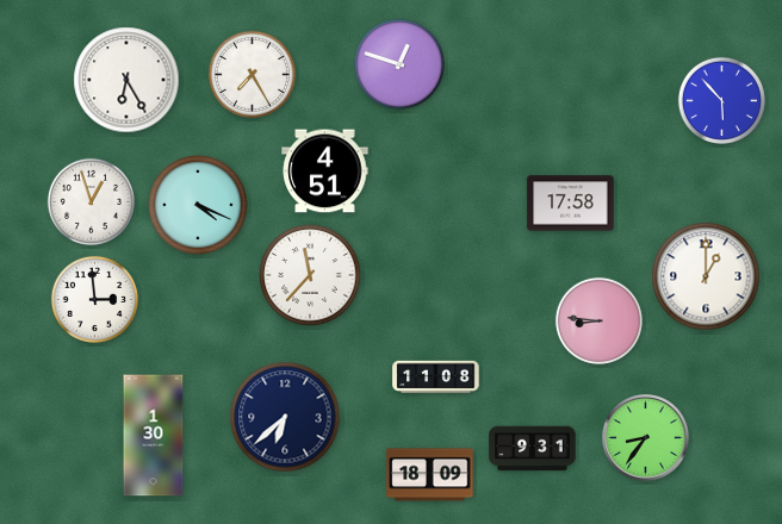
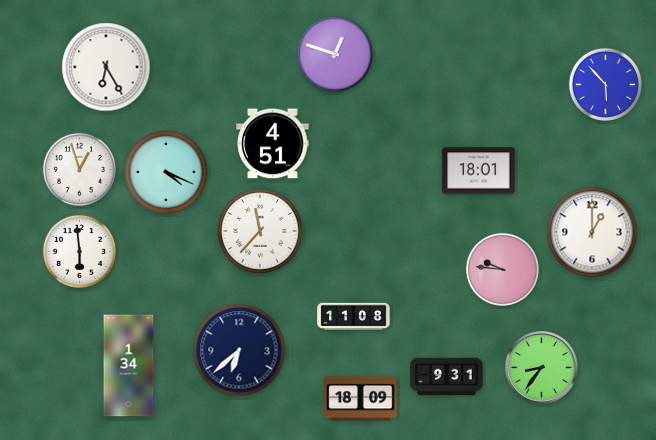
clock at (252, 74): 7:25 -> none
clock at (91, 201) position: (91, 201) -> (79, 169)
clock at (571, 204): 17:58 -> 18:01
clock at (94, 299): 2:59 -> 5:59
clock at (598, 320): 8:46 -> 9:46
clock at (436, 378) position: (436, 378) -> (354, 317)
clock at (154, 436): 1:30 -> 1:34
